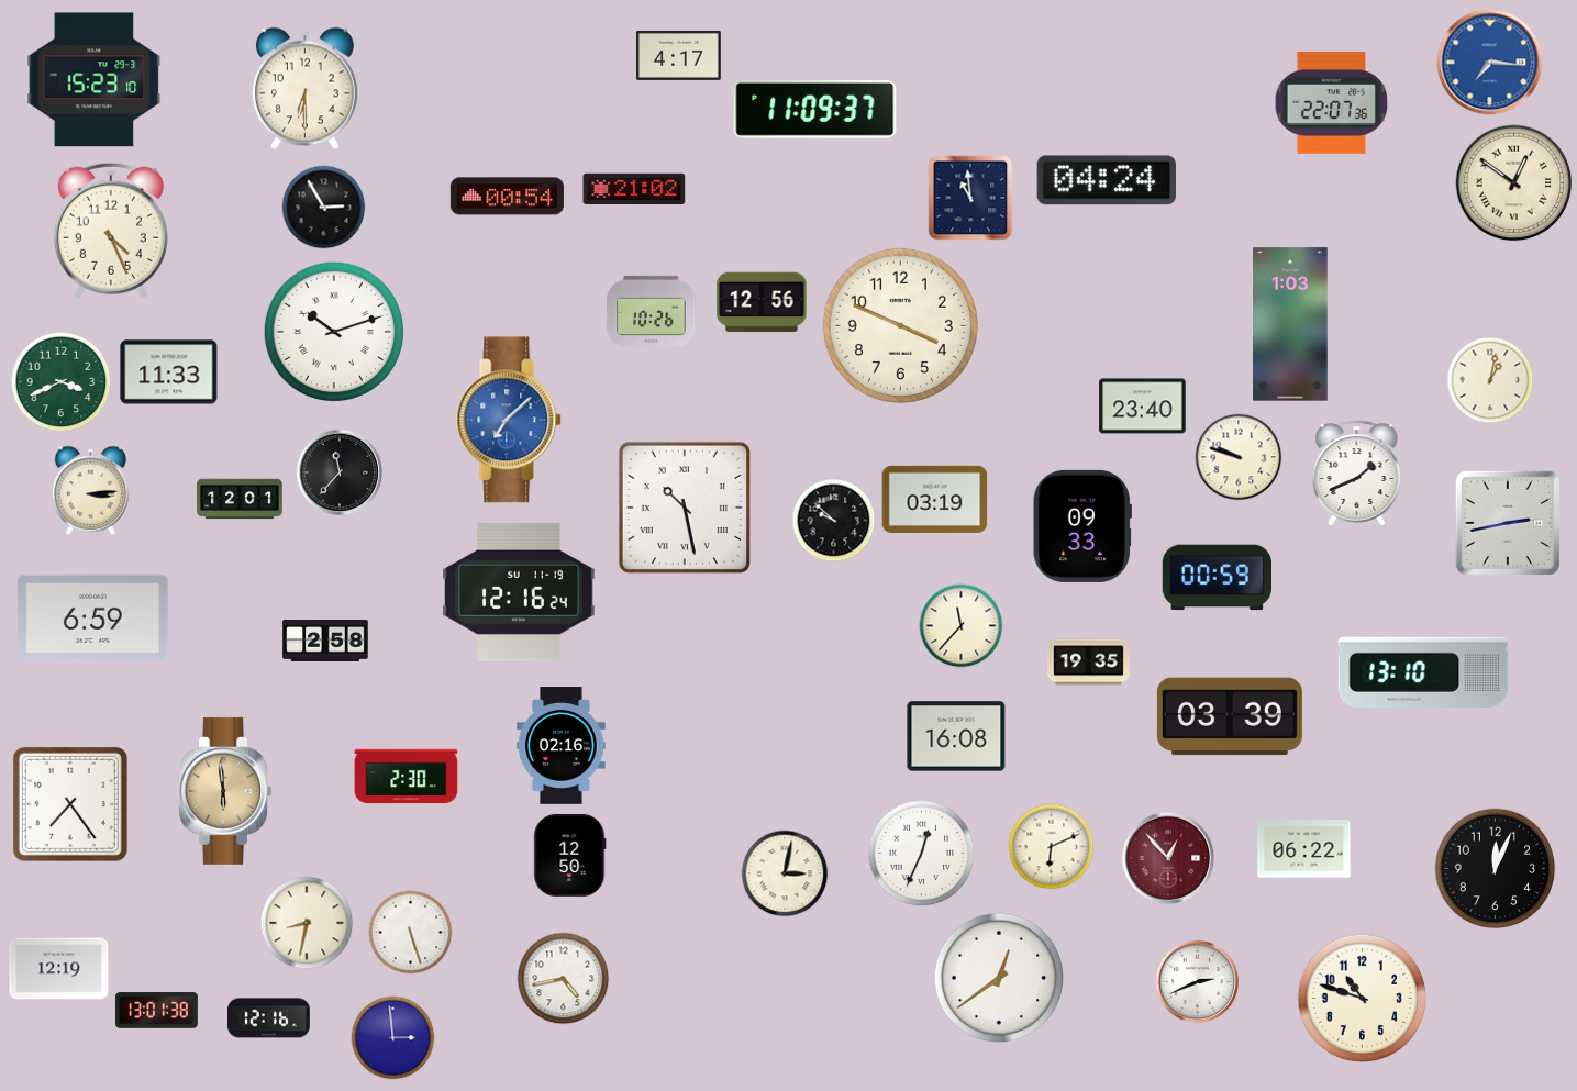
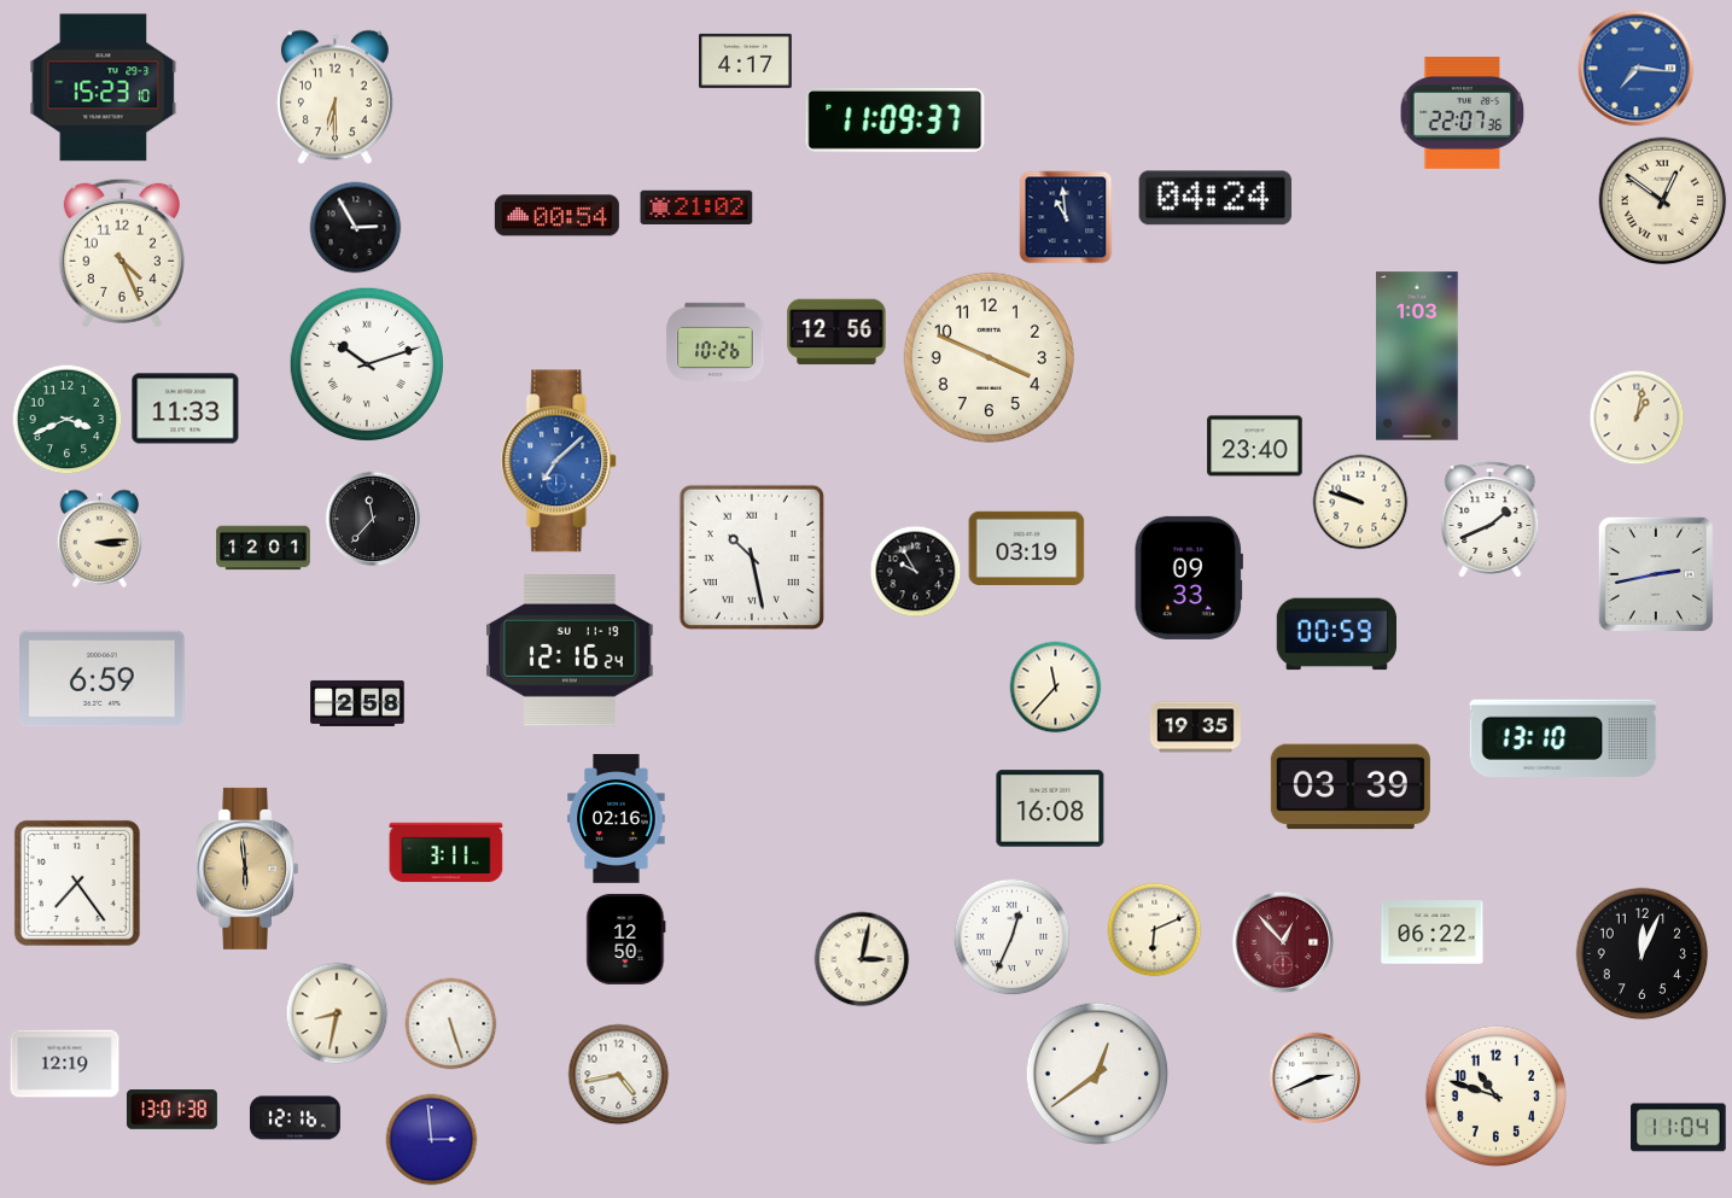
clock at (834, 521): 9:52 -> 9:55
clock at (407, 777): 2:30 -> 3:11
clock at (1679, 1128): none -> 11:04
